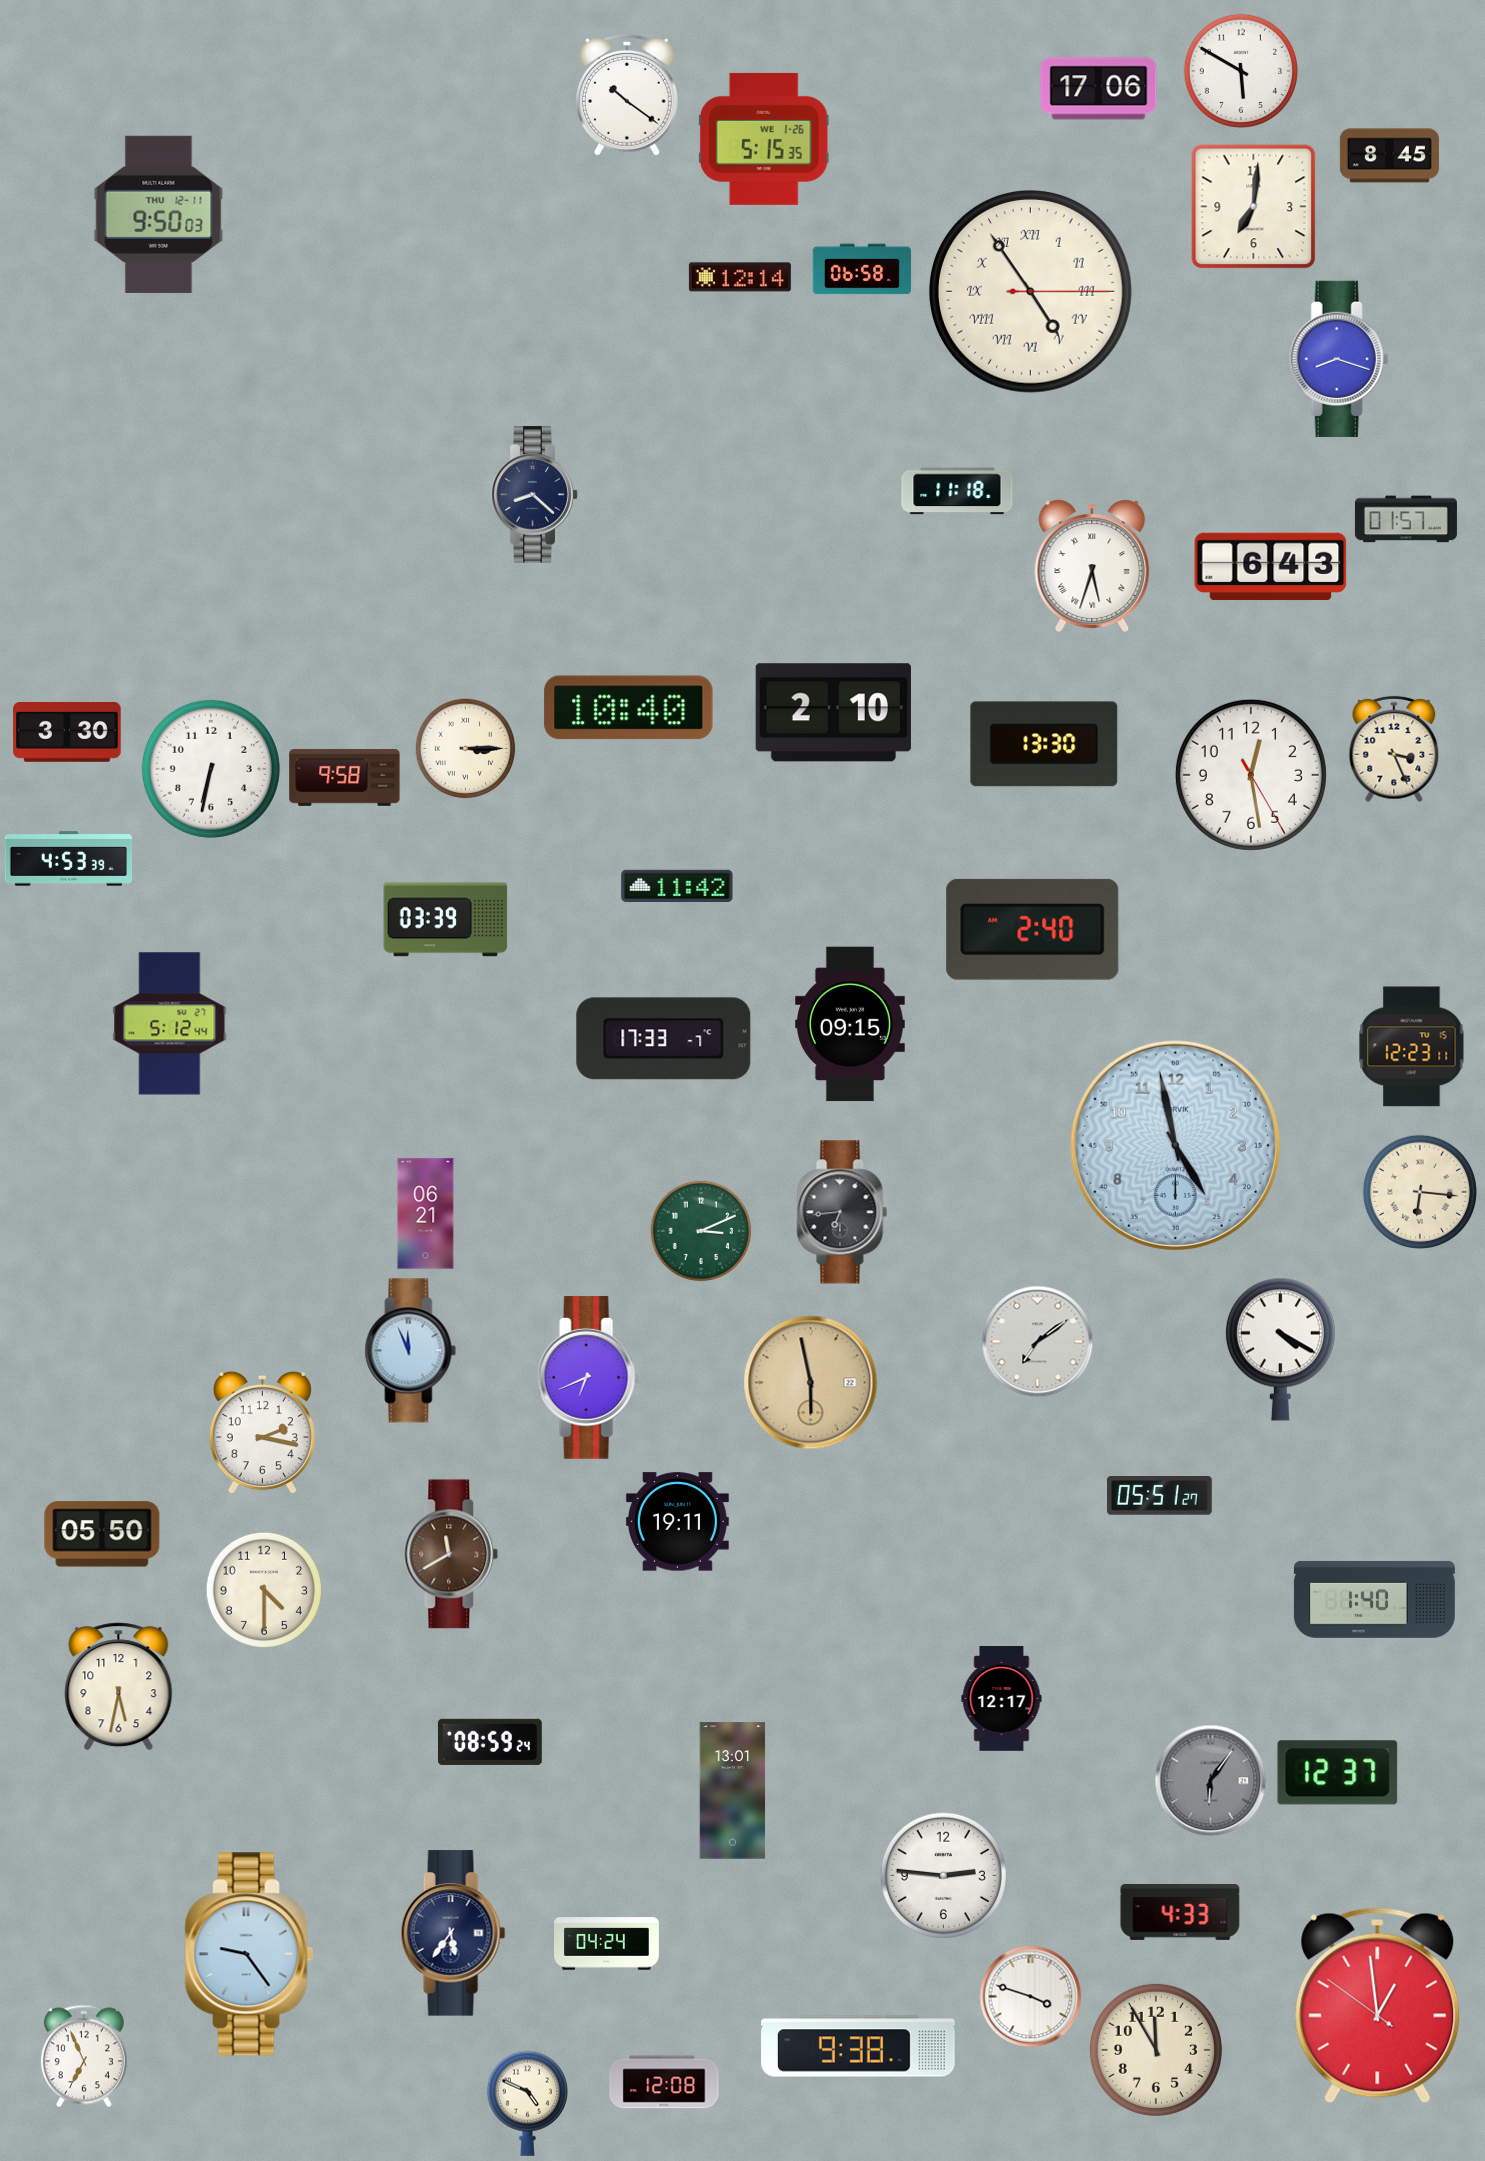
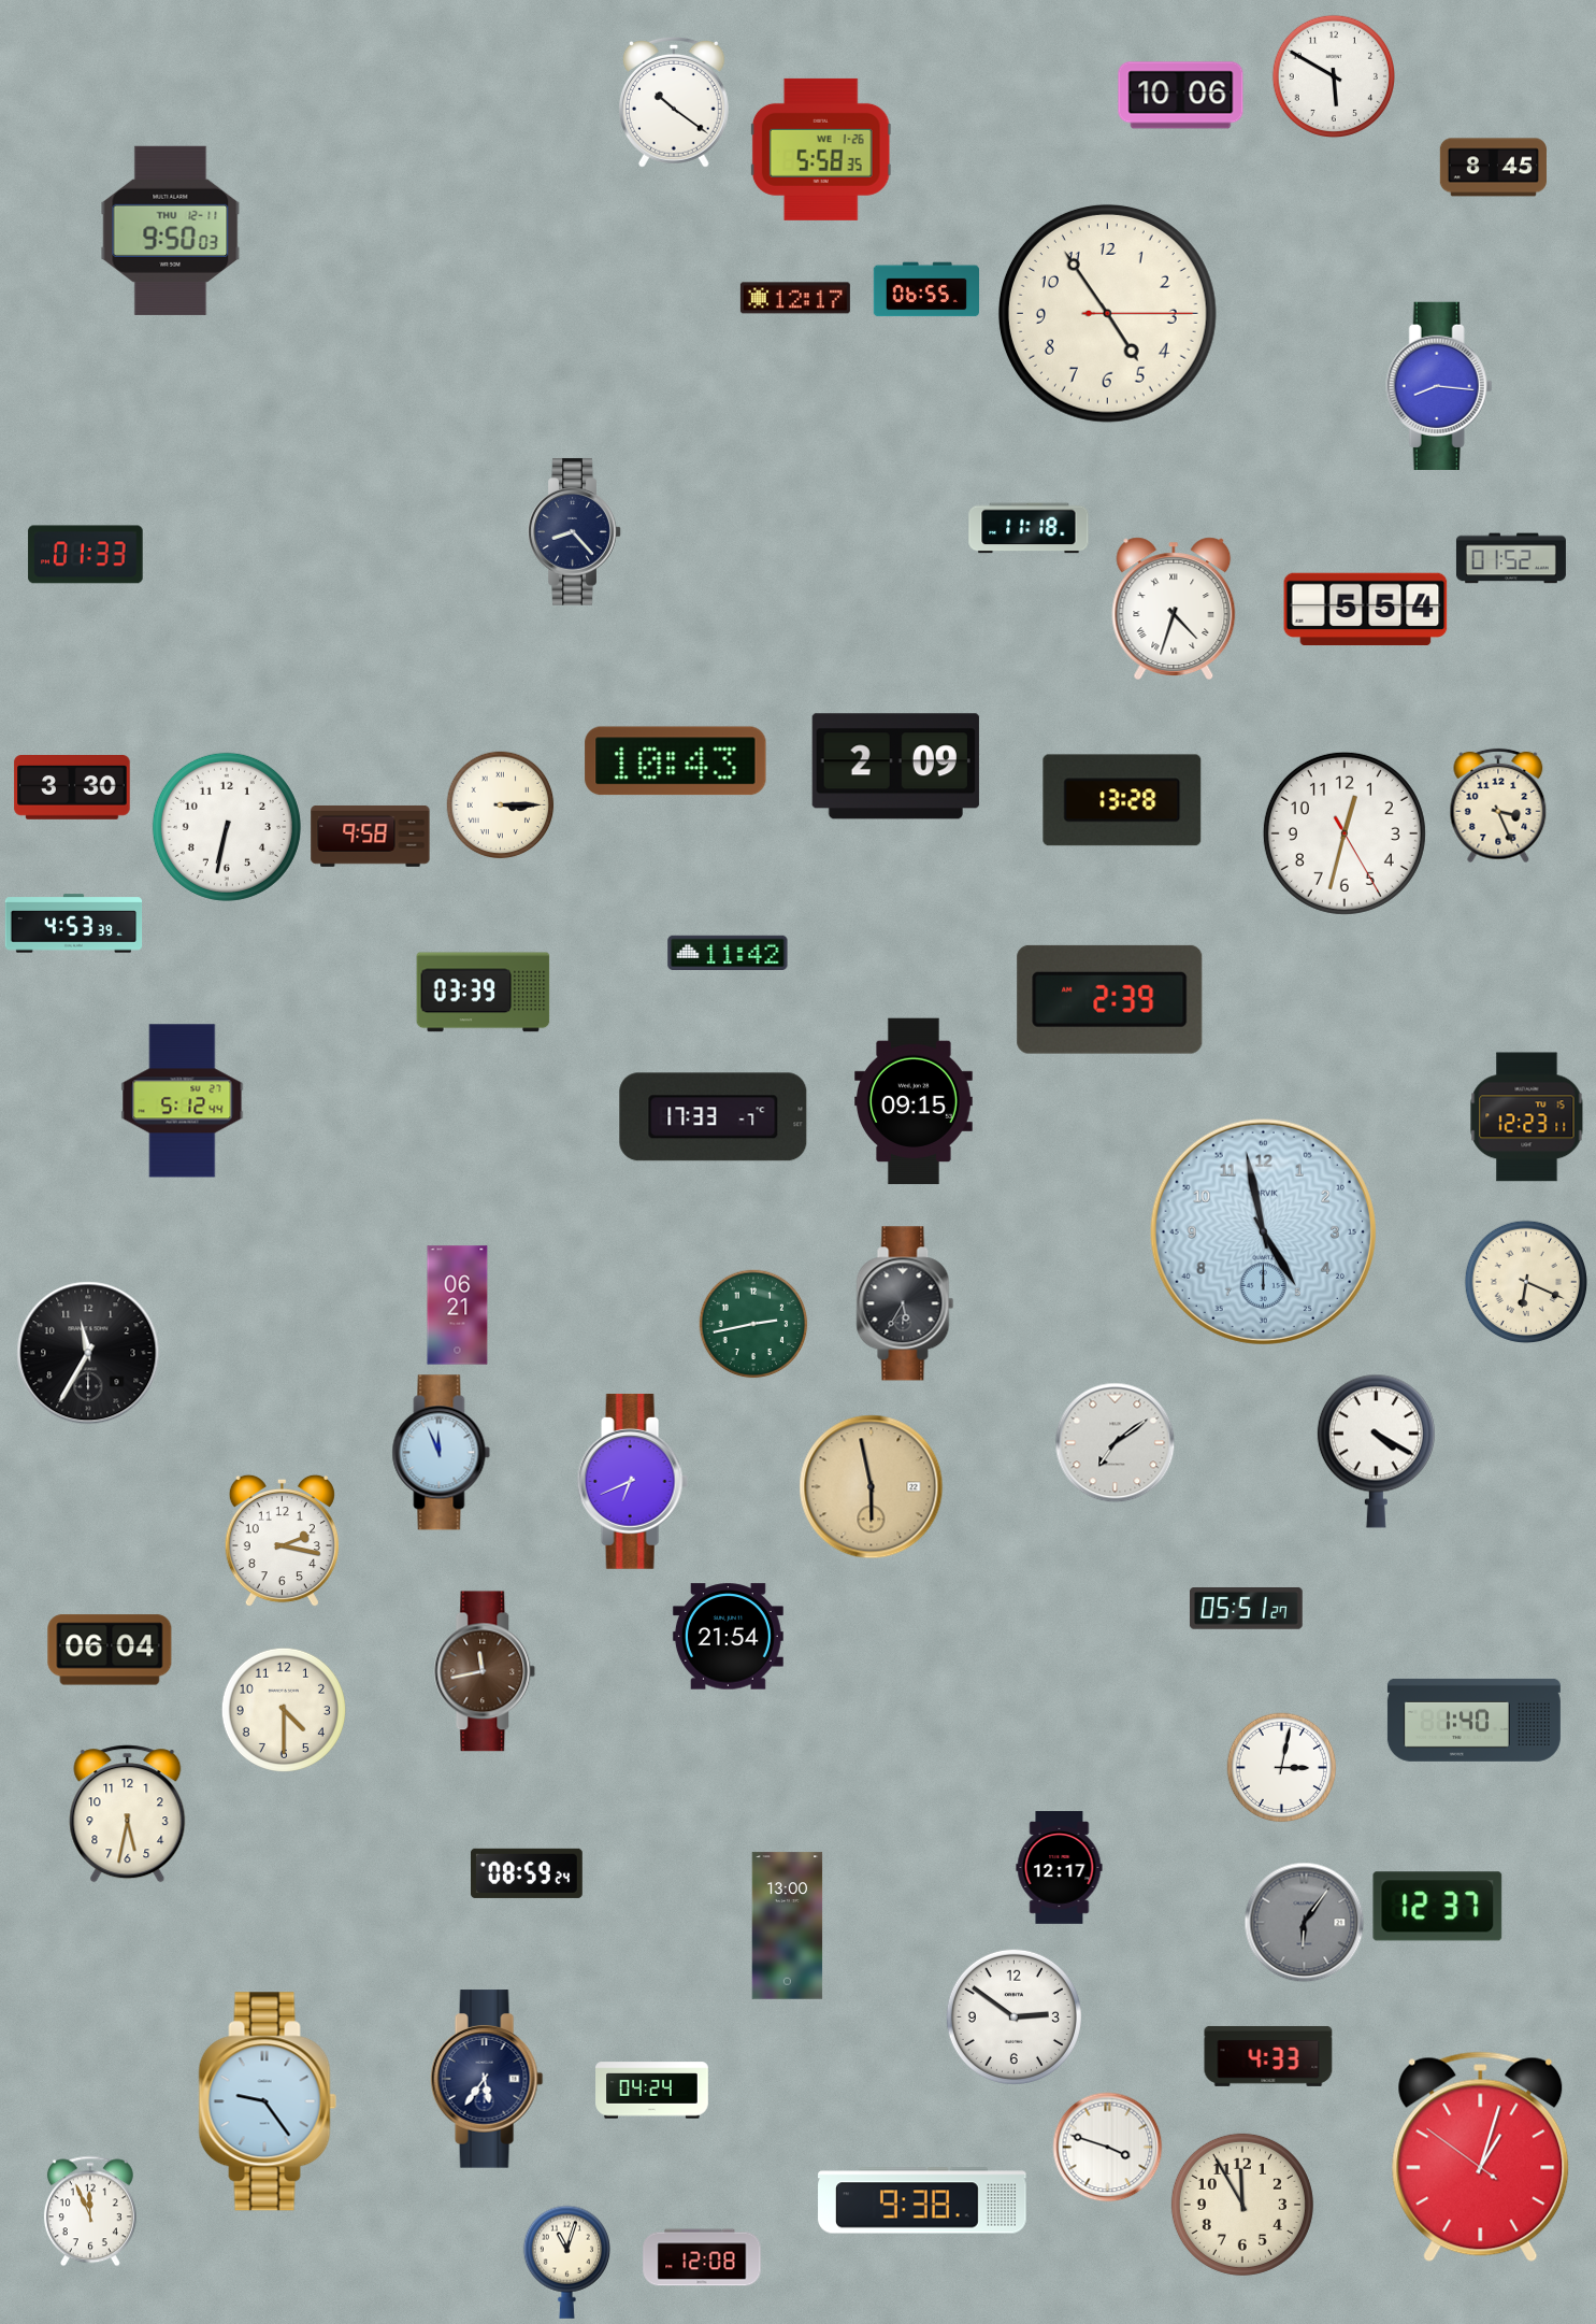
clock at (1099, 89): 17:06 -> 10:06
clock at (764, 139): 5:15 -> 5:58
clock at (1254, 207): 7:01 -> none
clock at (861, 269): 06:58 -> 06:55
clock at (740, 277): 12:14 -> 12:17
clock at (1030, 291) numerals: Roman -> Arabic
clock at (1339, 359): 8:18 -> 8:16
clock at (535, 495): 8:22 -> 8:23
clock at (86, 555): none -> 01:33
clock at (1406, 519): 01:57 -> 01:52
clock at (1092, 565): 5:33 -> 4:33
clock at (1271, 567): 6:43 -> 5:54
clock at (629, 708): 10:40 -> 10:43
clock at (833, 713): 2:10 -> 2:09
clock at (1044, 744): 13:30 -> 13:28
clock at (1251, 775): 12:28 -> 12:32
clock at (446, 920) position: (446, 920) -> (484, 993)
clock at (1033, 929): 2:40 -> 2:39
clock at (1412, 1047) position: (1412, 1047) -> (1527, 1117)
clock at (1419, 1191): 6:16 -> 6:19
clock at (842, 1212): 6:44 -> 5:35
clock at (701, 1231): 3:11 -> 2:43
clock at (88, 1353): none -> 11:35
clock at (677, 1522): 19:11 -> 21:54
clock at (102, 1534): 05:50 -> 06:04
clock at (451, 1554): 11:40 -> 11:43
clock at (1374, 1599) position: (1374, 1599) -> (1473, 1720)
clock at (1282, 1768): none -> 3:02
clock at (1002, 1699) position: (1002, 1699) -> (1060, 1868)
clock at (1211, 1781) position: (1211, 1781) -> (1305, 1923)
clock at (733, 1791): 13:01 -> 13:00
clock at (943, 1875): 2:46 -> 2:51
clock at (1378, 2006): 12:58 -> 1:02
clock at (84, 2056): 6:56 -> 11:56
clock at (664, 2082) position: (664, 2082) -> (702, 2257)
clock at (527, 2103): 4:49 -> 11:03
